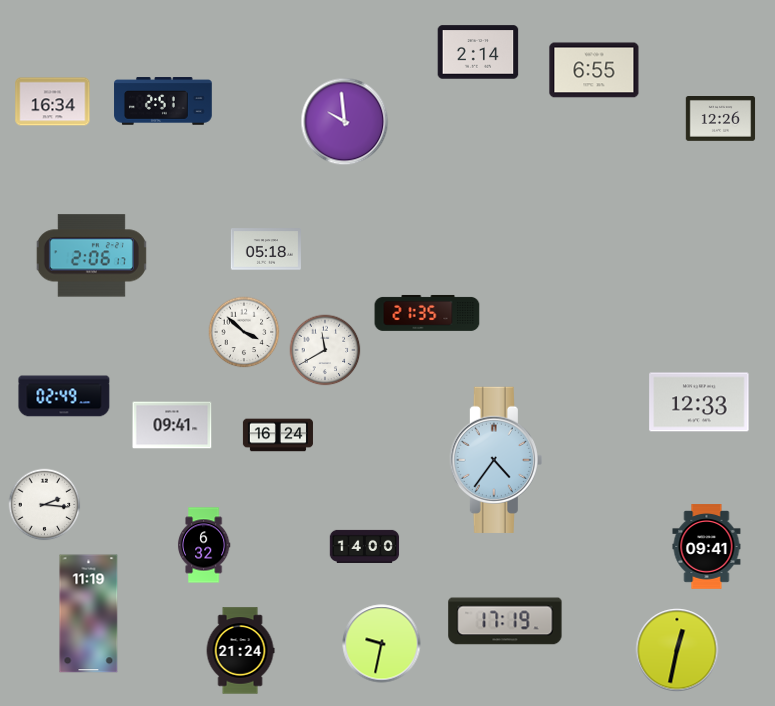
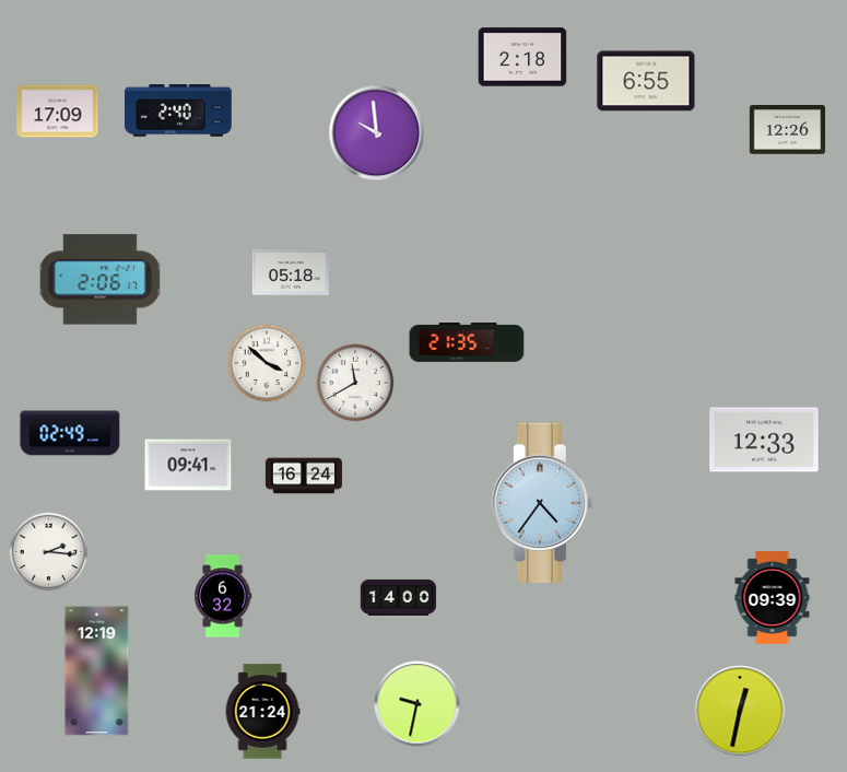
clock at (478, 52): 2:14 -> 2:18
clock at (594, 70) position: (594, 70) -> (646, 81)
clock at (163, 101): 2:51 -> 2:40
clock at (53, 102): 16:34 -> 17:09
clock at (707, 547): 09:41 -> 09:39
clock at (89, 614): 11:19 -> 12:19
clock at (505, 621): 17:19 -> none
